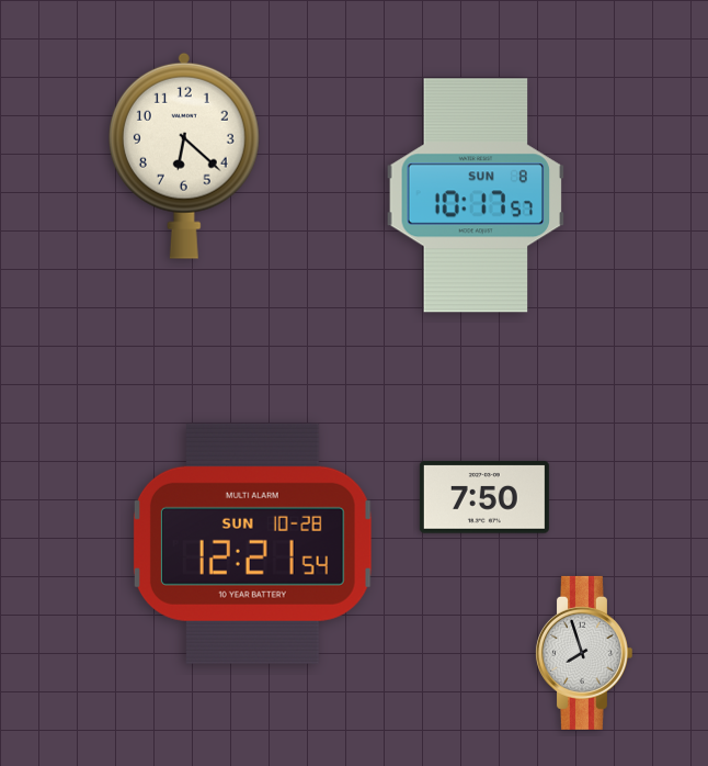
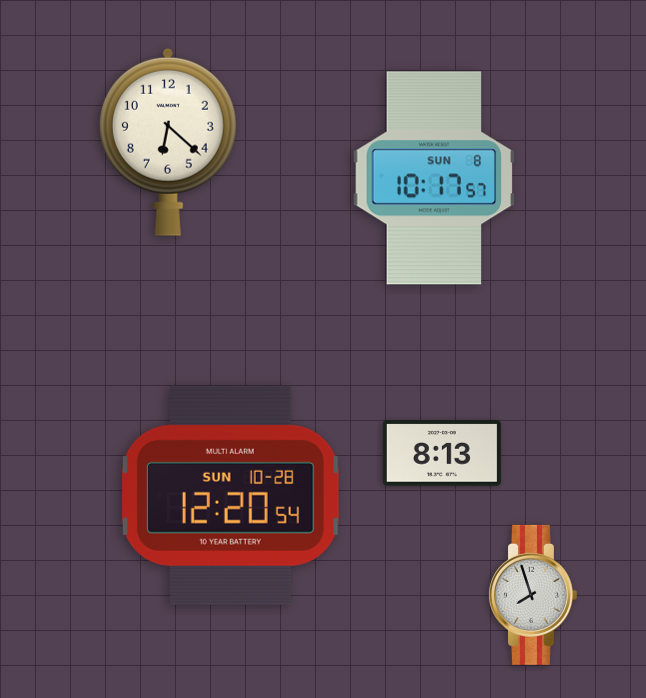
clock at (484, 497): 7:50 -> 8:13
clock at (252, 543): 12:21 -> 12:20
